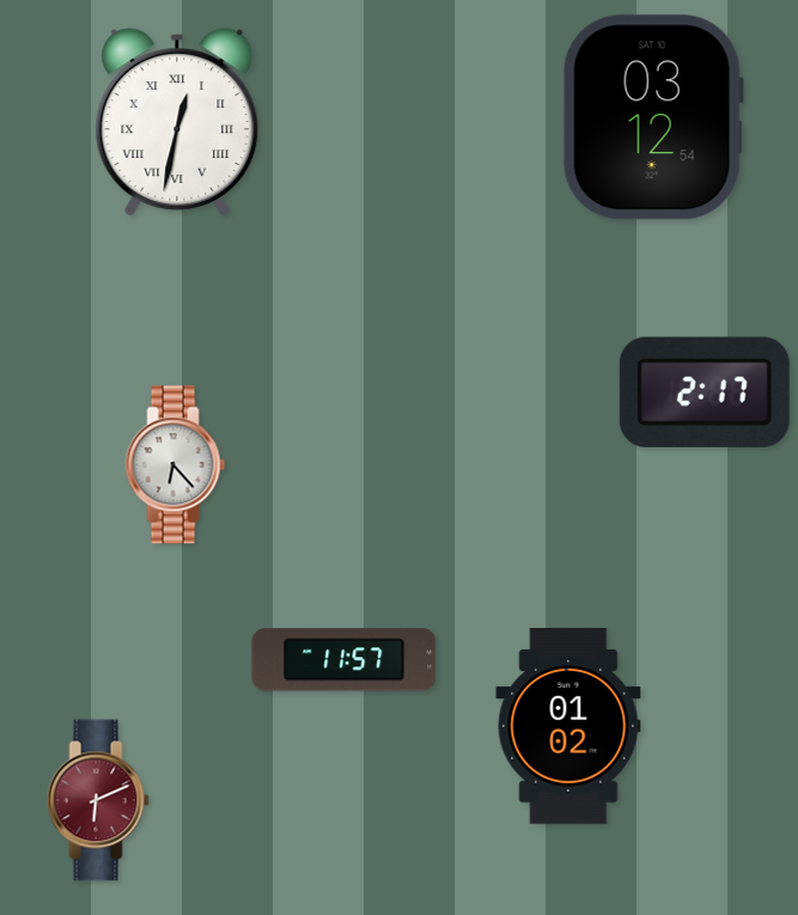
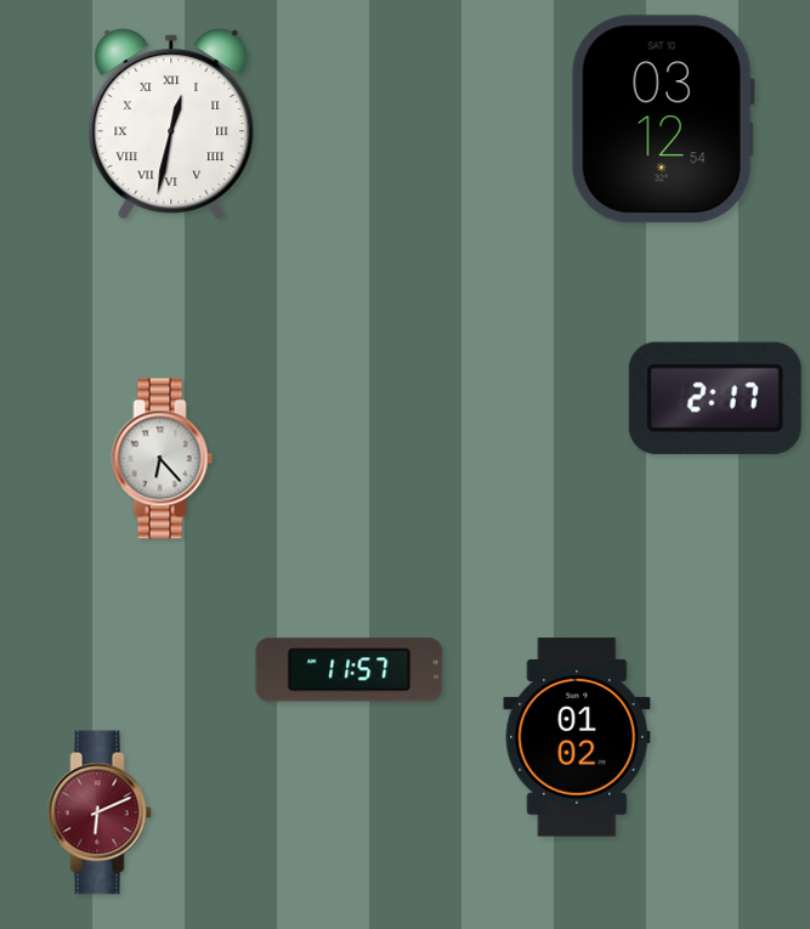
clock at (177, 121) position: (177, 121) -> (171, 123)
clock at (176, 465) position: (176, 465) -> (163, 459)
